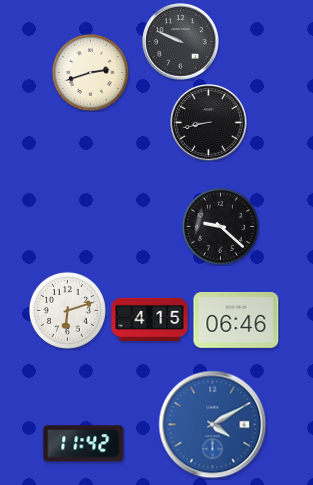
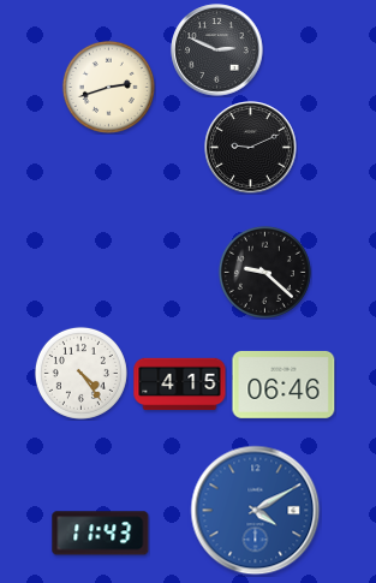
clock at (181, 42): 9:49 -> 2:49
clock at (209, 123): 8:43 -> 9:11
clock at (67, 310): 6:12 -> 4:24
clock at (84, 444): 11:42 -> 11:43
